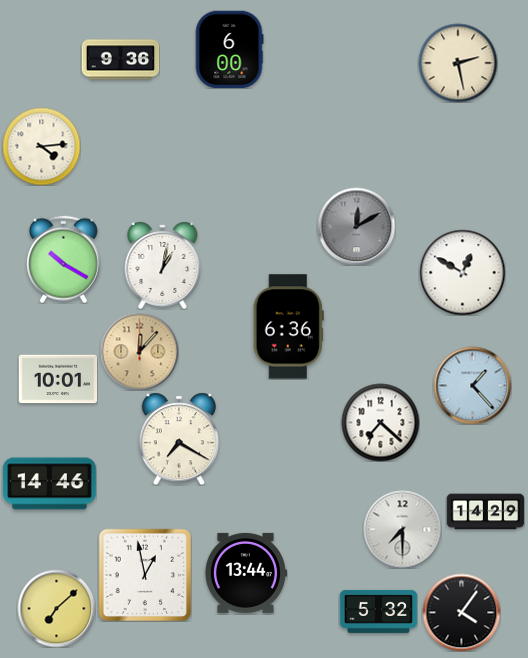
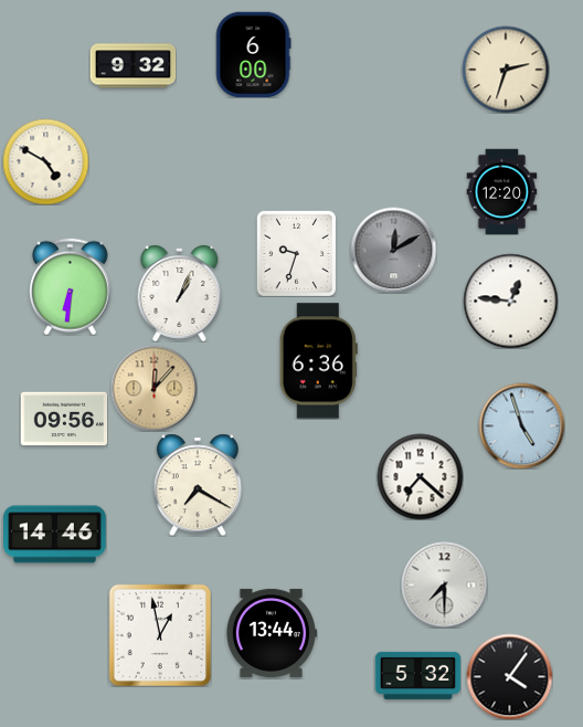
clock at (120, 60): 9:36 -> 9:32
clock at (458, 63): 2:28 -> 2:33
clock at (41, 146): 4:14 -> 4:50
clock at (502, 191): none -> 12:20
clock at (296, 253): none -> 9:33
clock at (63, 259): 10:20 -> 6:31
clock at (163, 266): 1:02 -> 1:04
clock at (462, 272): 12:50 -> 12:46
clock at (58, 379): 10:01 -> 09:56
clock at (472, 385): 1:23 -> 4:57
clock at (380, 422) position: (380, 422) -> (420, 476)
clock at (485, 512): 14:29 -> none
clock at (56, 608): 7:08 -> none
